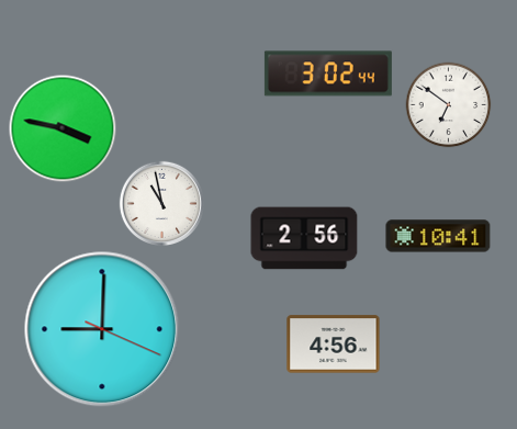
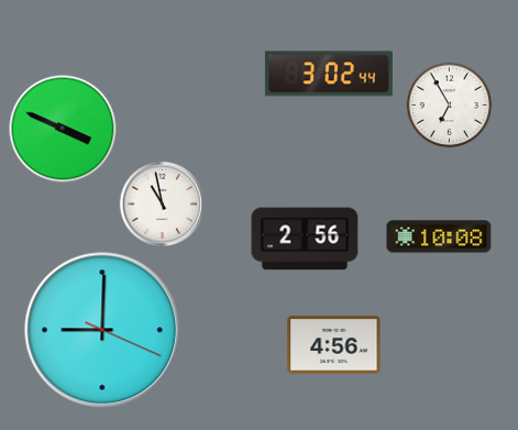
clock at (448, 104): 6:51 -> 6:55
clock at (63, 128): 3:47 -> 3:49
clock at (438, 236): 10:41 -> 10:08
